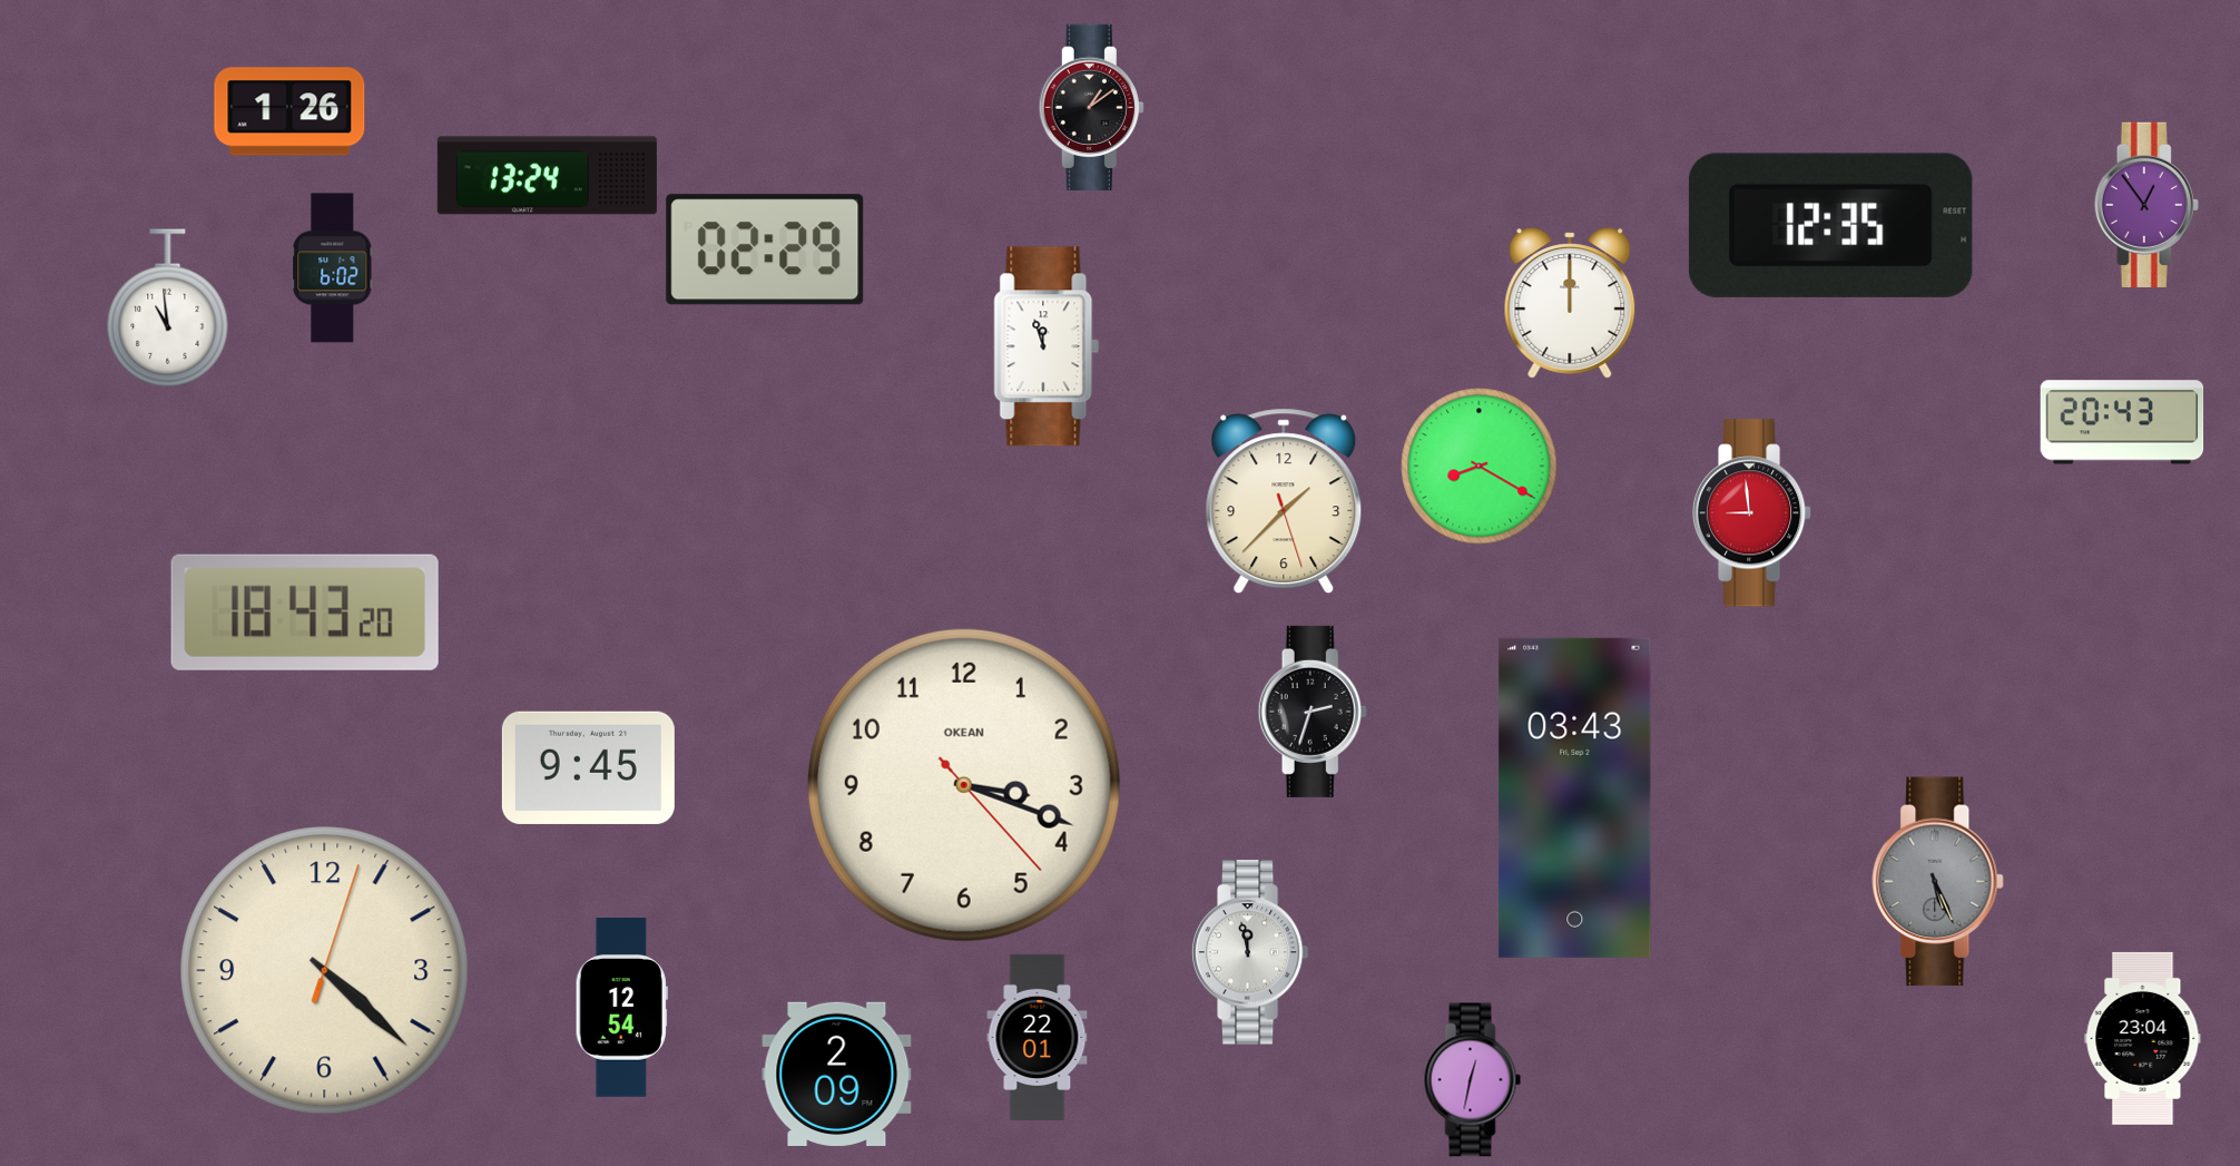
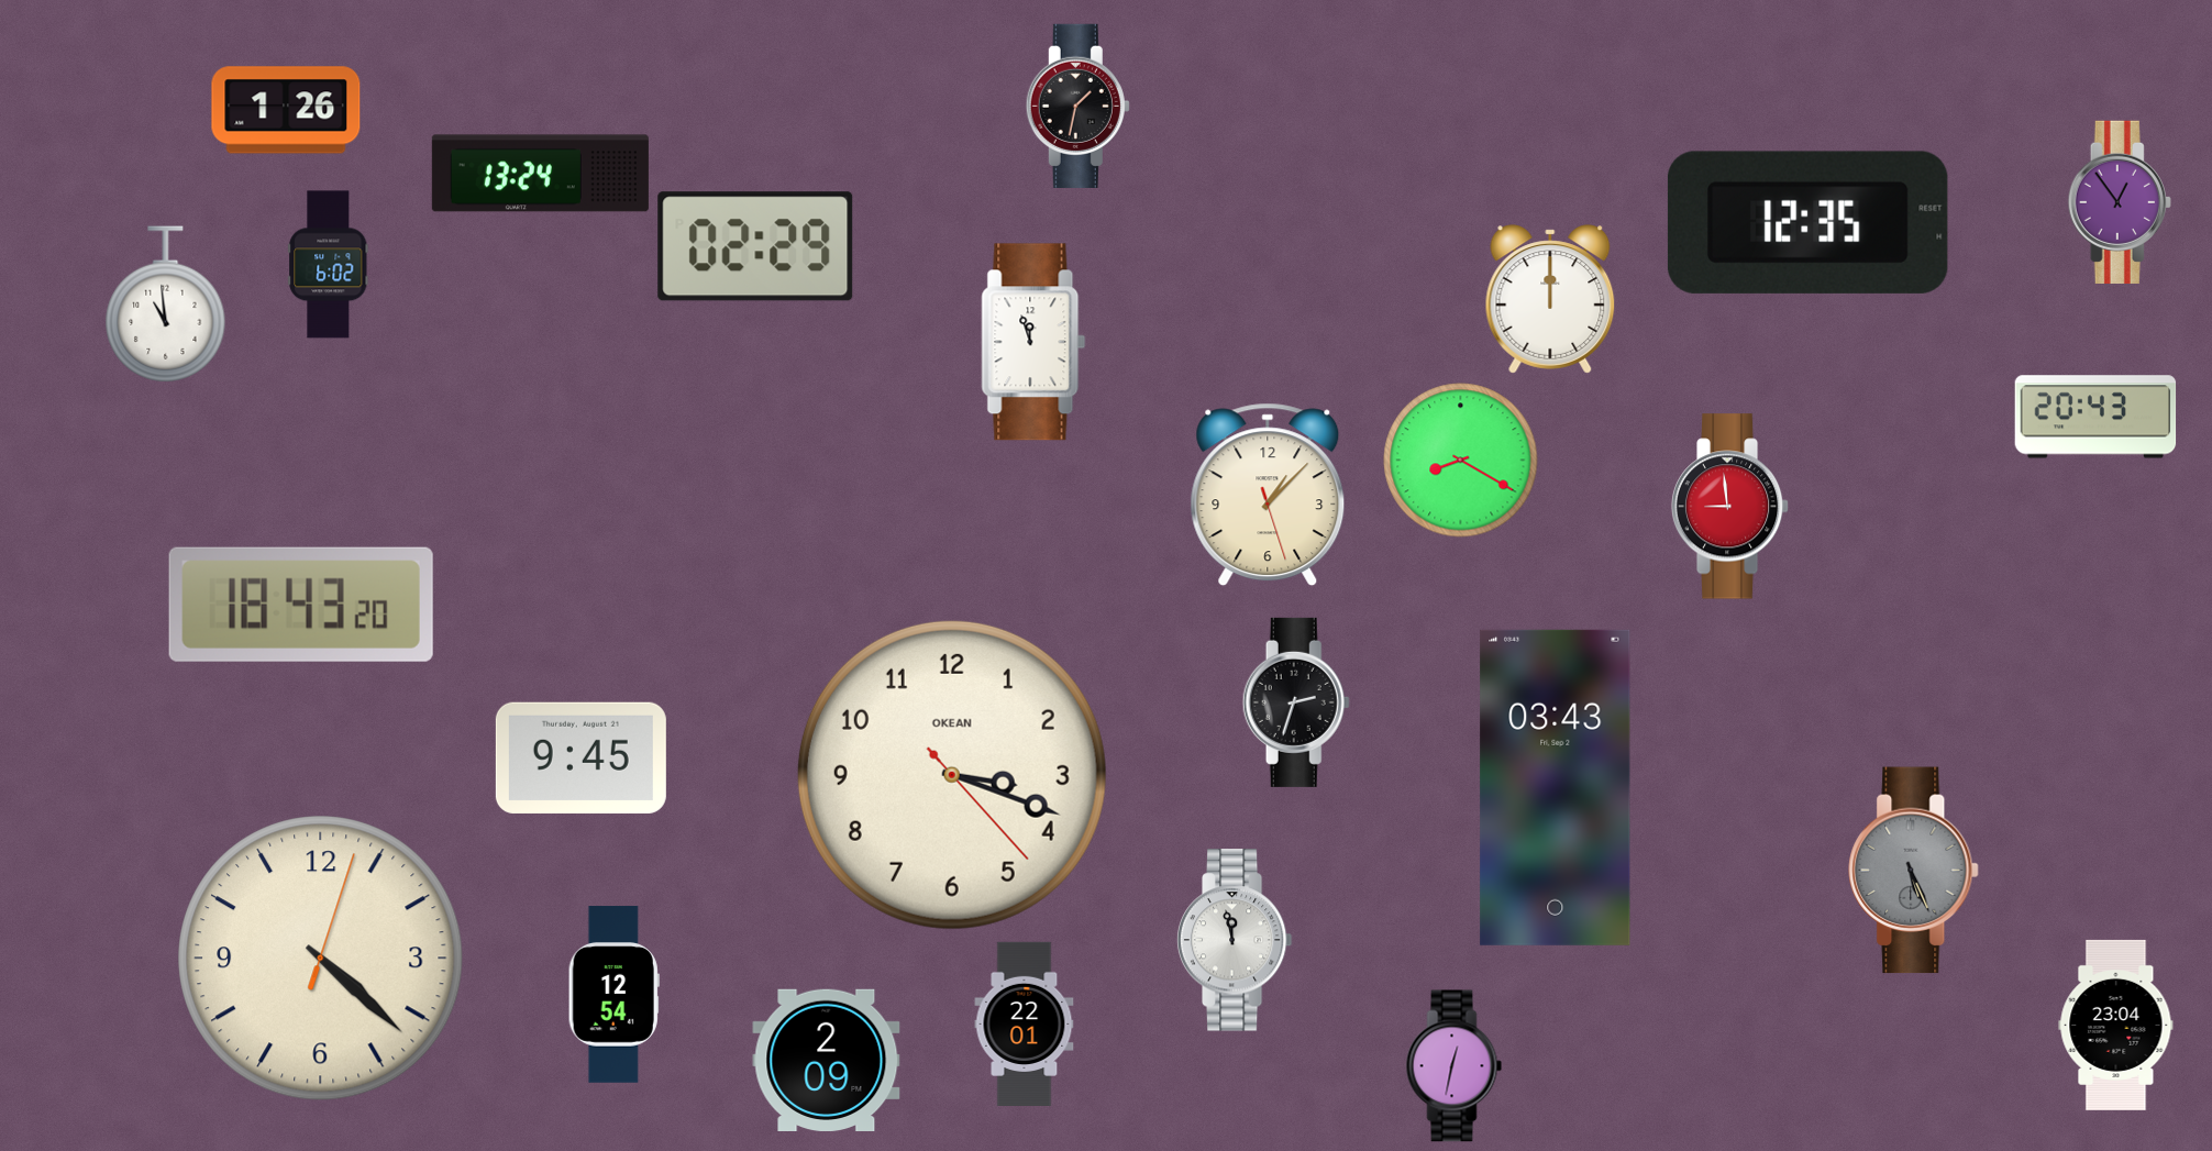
clock at (1091, 107): 1:09 -> 1:32
clock at (1284, 501): 1:37 -> 1:07
